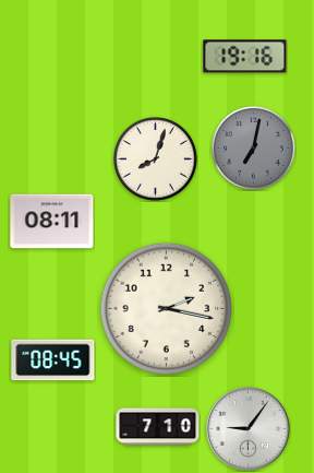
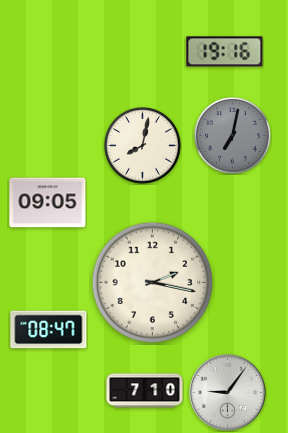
clock at (156, 159): 8:03 -> 8:02
clock at (52, 222): 08:11 -> 09:05
clock at (53, 360): 08:45 -> 08:47
